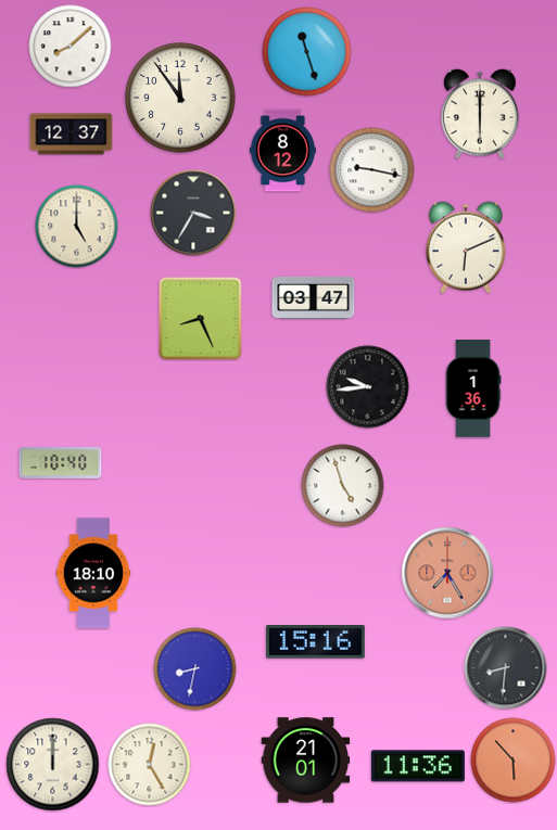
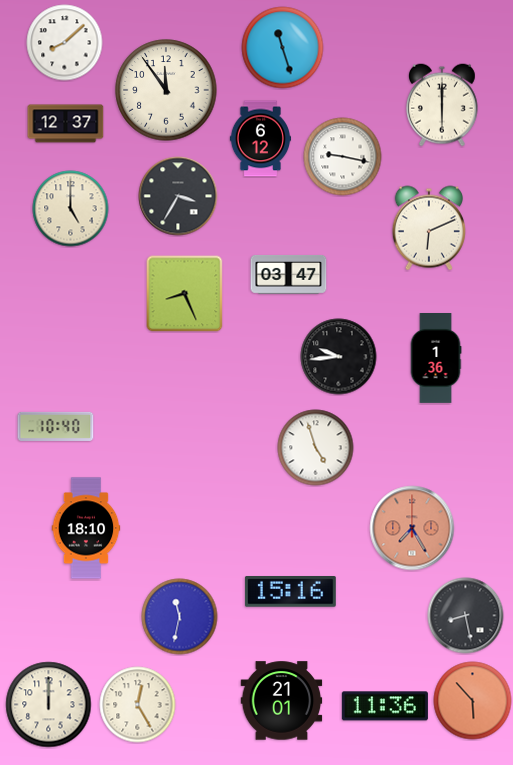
clock at (282, 151): 8:12 -> 6:12
clock at (506, 668): 8:31 -> 8:28
clock at (195, 669): 8:32 -> 11:32
